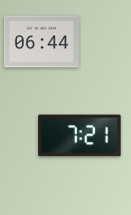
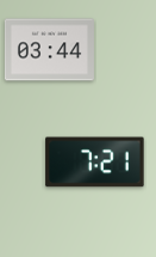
clock at (41, 42): 06:44 -> 03:44
